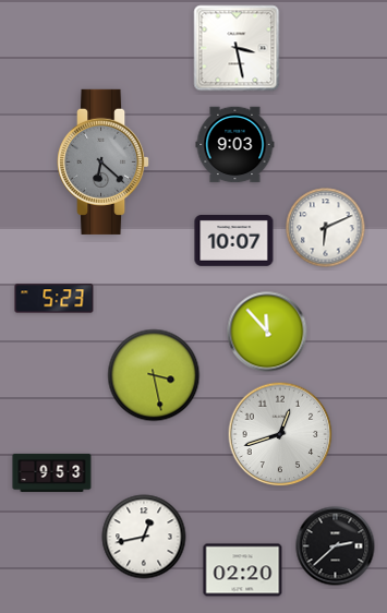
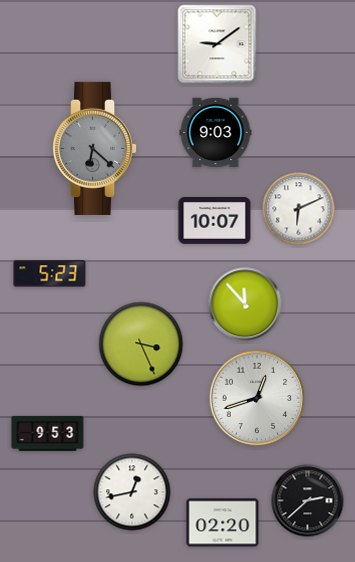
clock at (237, 48): 3:28 -> 9:09
clock at (154, 375): 3:28 -> 3:26
